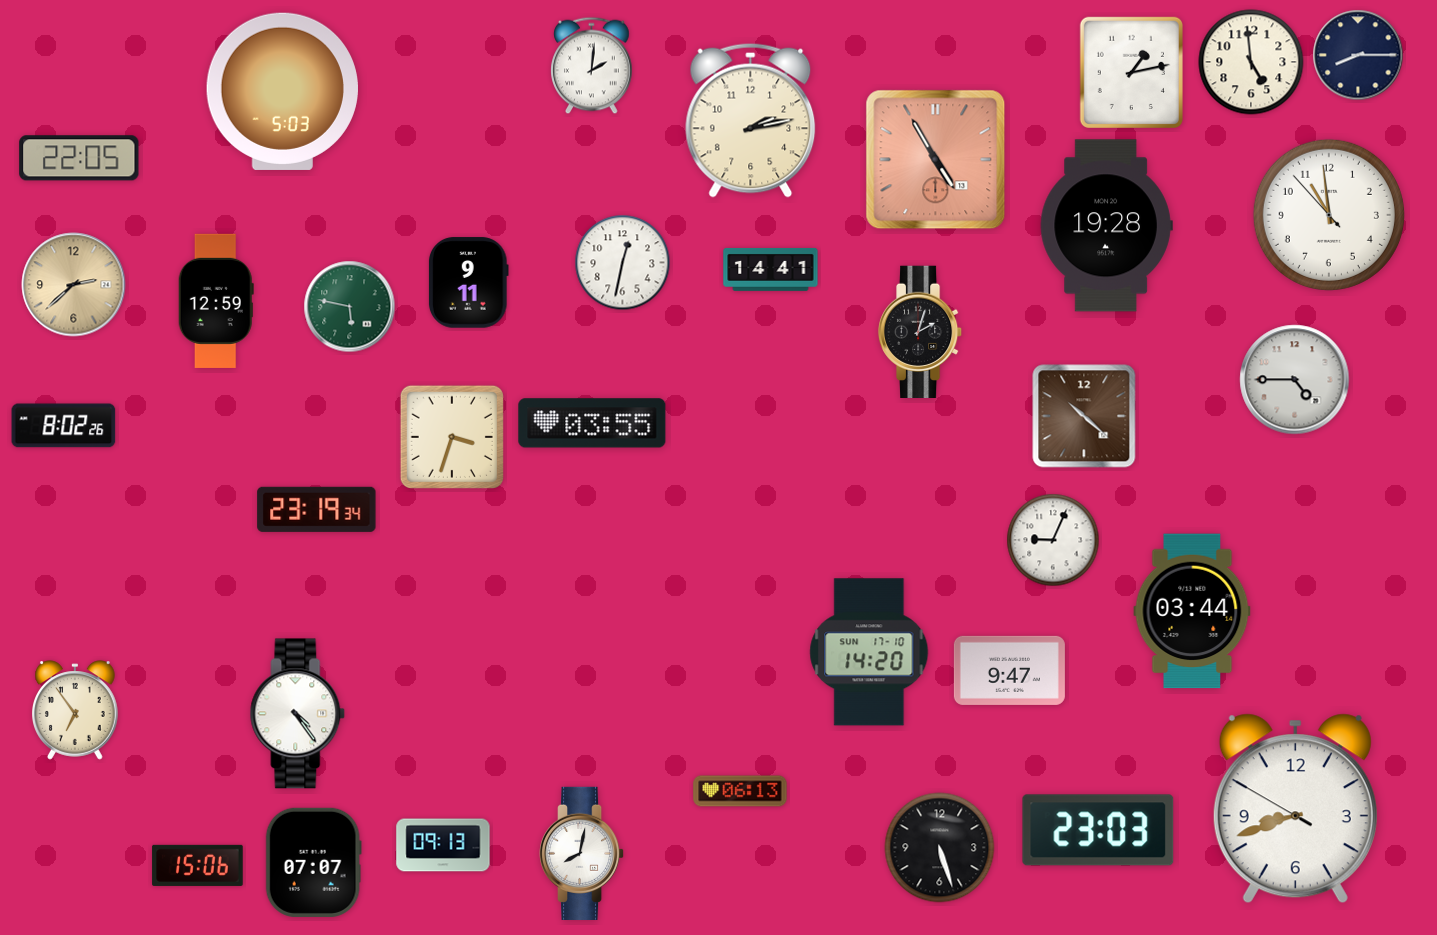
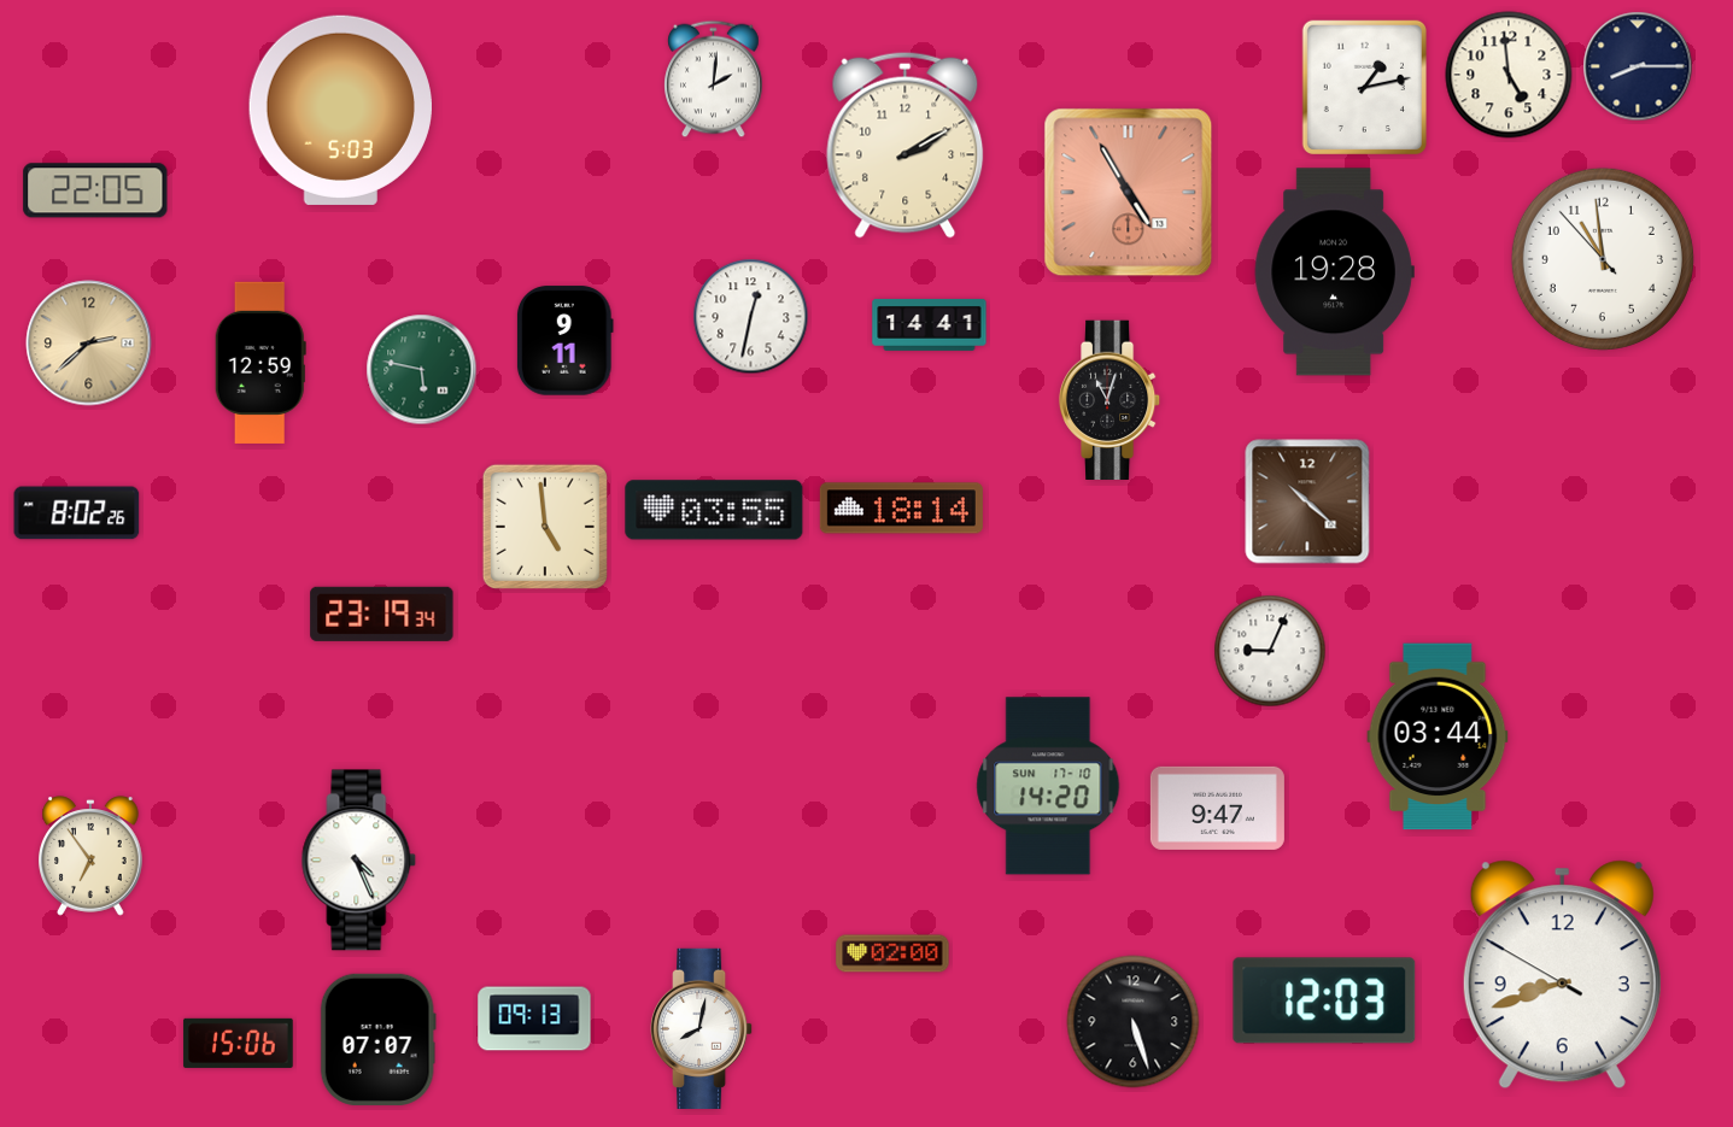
clock at (751, 120): 2:13 -> 2:10
clock at (920, 331): 2:03 -> 11:03
clock at (1295, 380): 4:45 -> none
clock at (901, 509): none -> 18:14
clock at (452, 437): 3:33 -> 4:59
clock at (298, 714): 4:24 -> 4:26
clock at (740, 791): 06:13 -> 02:00
clock at (1098, 830): 23:03 -> 12:03
